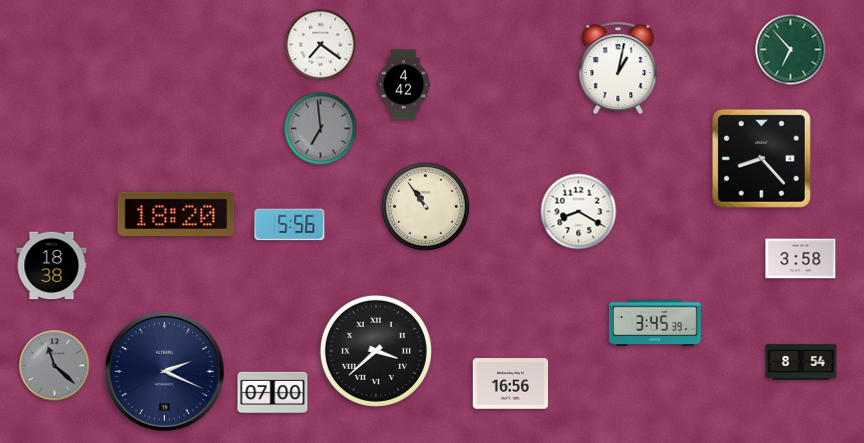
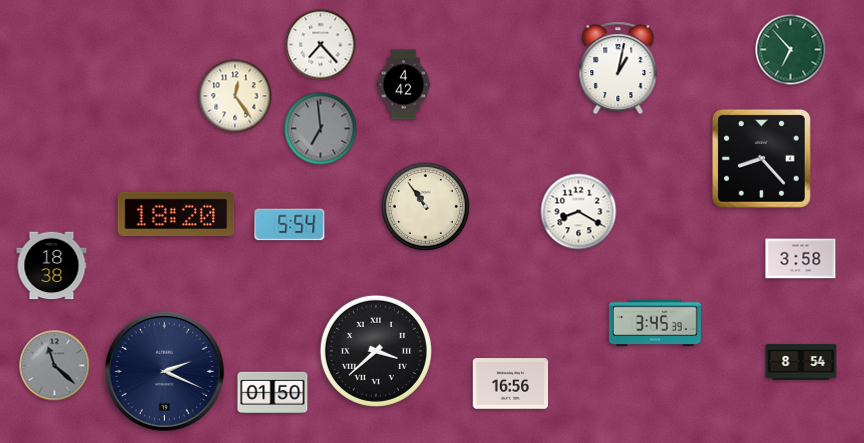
clock at (321, 45): 7:21 -> 7:23
clock at (235, 96): none -> 12:24
clock at (290, 225): 5:56 -> 5:54
clock at (273, 392): 07:00 -> 01:50
